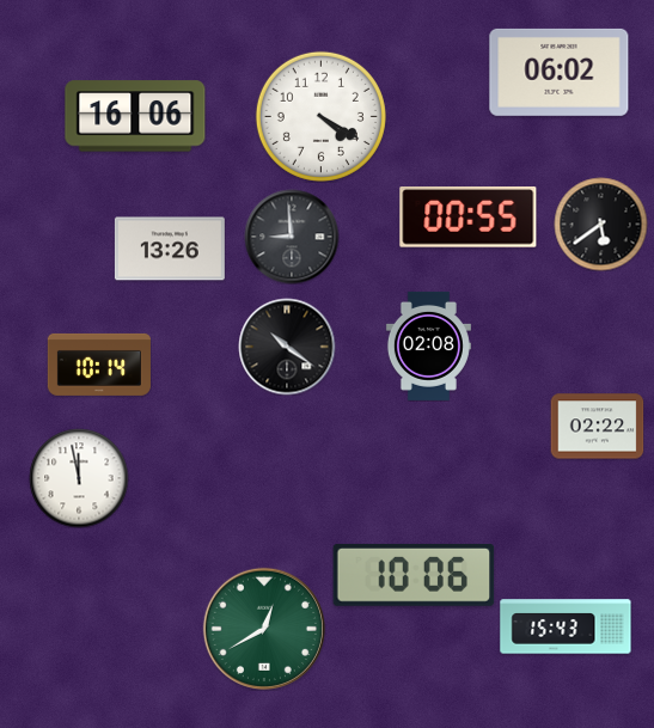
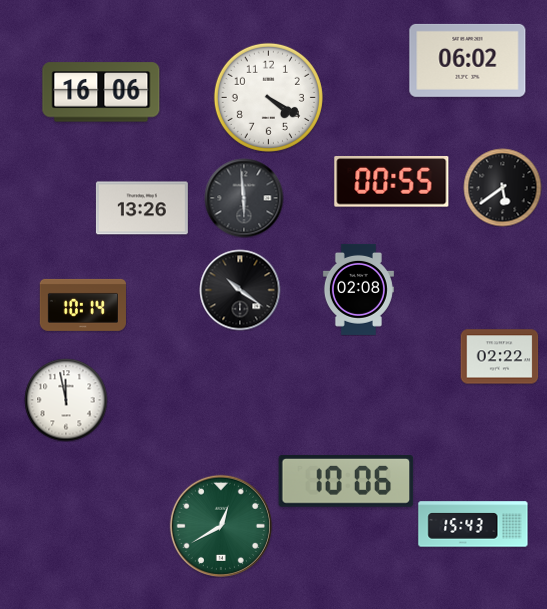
clock at (135, 116) position: (135, 116) -> (101, 92)
clock at (292, 237): 8:59 -> 5:59
